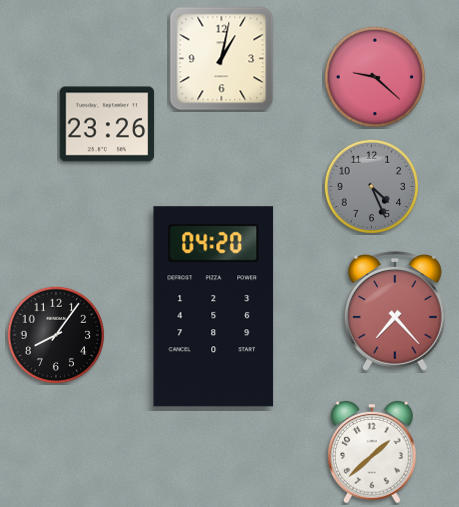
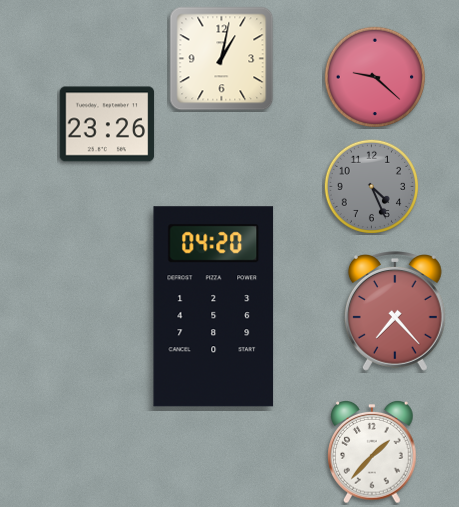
clock at (55, 334): 8:06 -> none
clock at (372, 453): 1:38 -> 1:37
